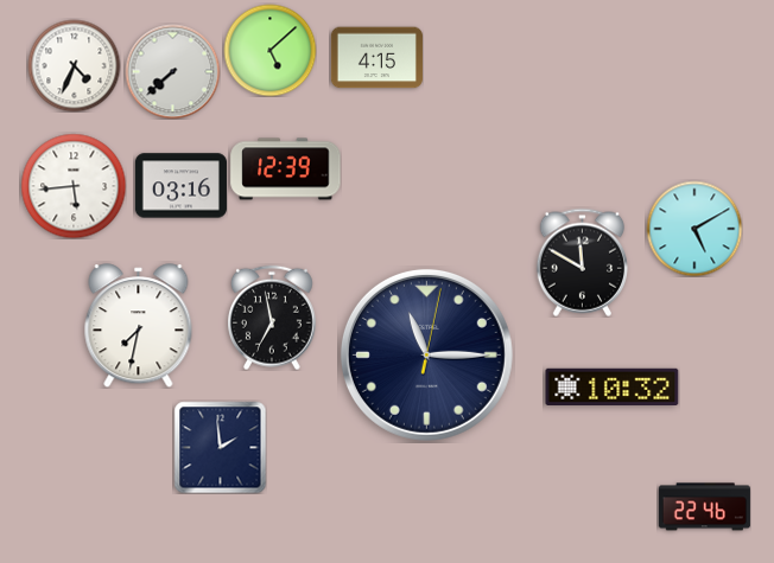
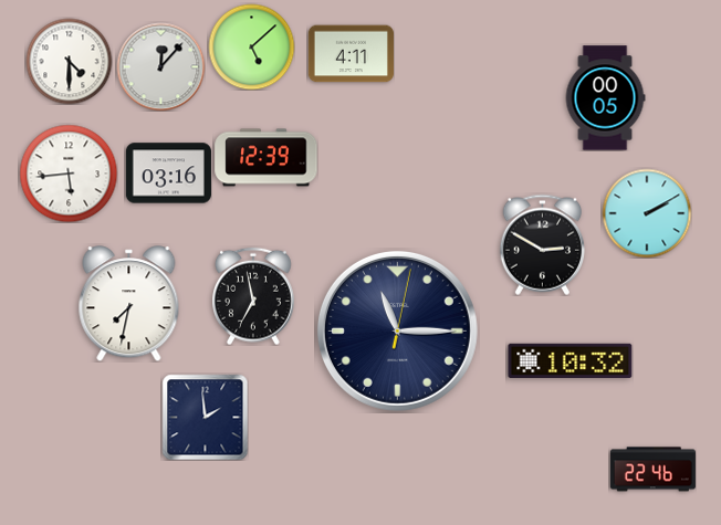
clock at (376, 58): 4:15 -> 4:11
clock at (74, 65): 4:34 -> 4:30
clock at (172, 71): 7:38 -> 12:07
clock at (605, 98): none -> 00:05
clock at (694, 229): 5:10 -> 2:10
clock at (583, 262): 11:50 -> 2:50
clock at (704, 507) position: (704, 507) -> (652, 470)
